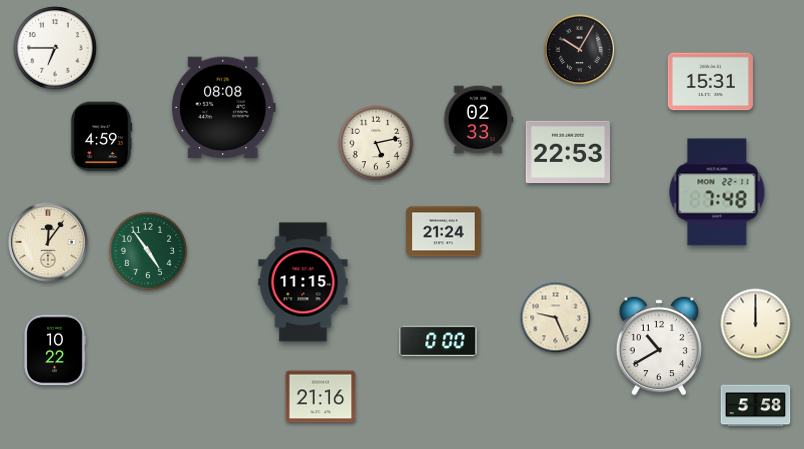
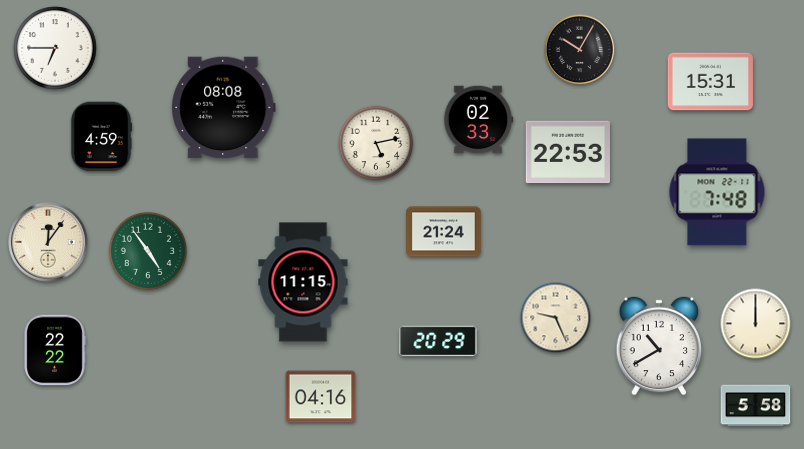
clock at (438, 341): 0:00 -> 20:29
clock at (55, 350): 10:22 -> 22:22
clock at (321, 397): 21:16 -> 04:16
